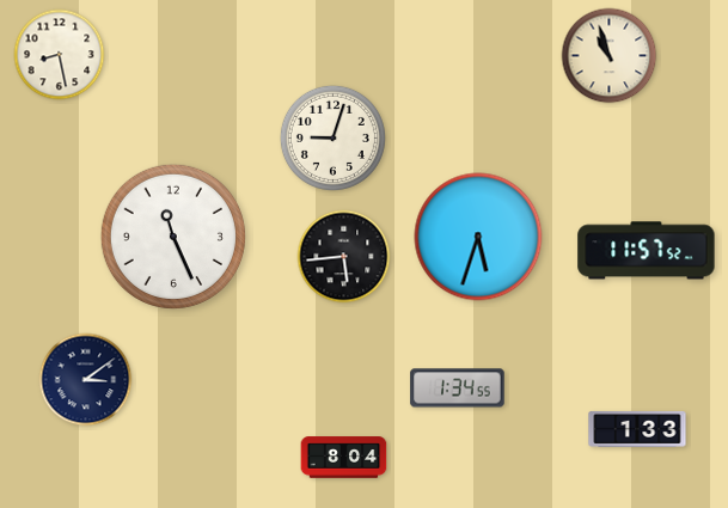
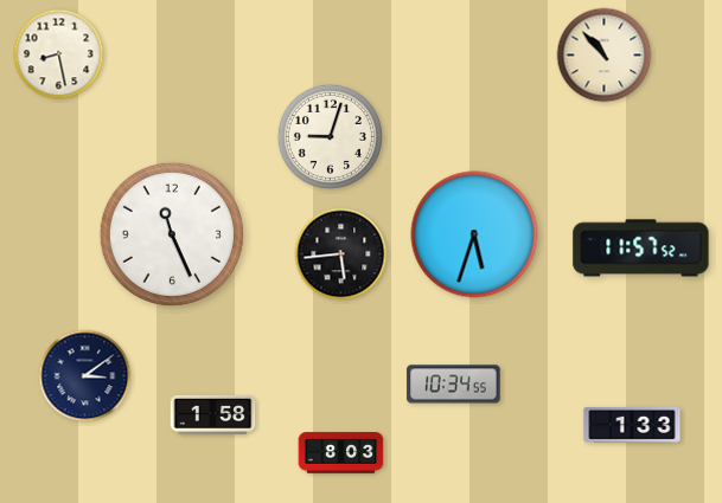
clock at (610, 56): 10:57 -> 10:53
clock at (458, 388): 1:34 -> 10:34
clock at (213, 414): none -> 1:58
clock at (344, 458): 8:04 -> 8:03
